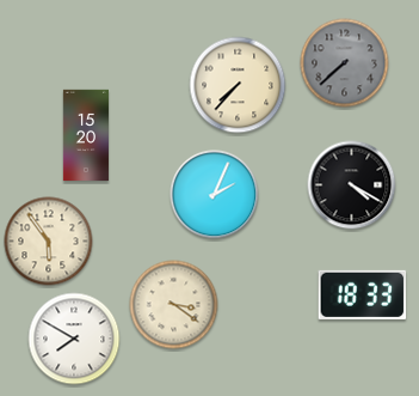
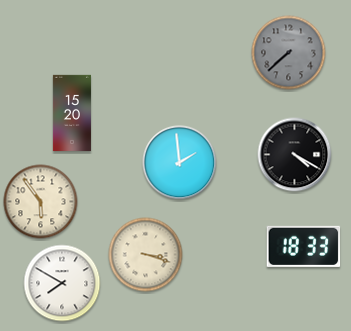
clock at (238, 85): 7:37 -> none
clock at (215, 195): 2:04 -> 1:59
clock at (174, 305): 3:21 -> 3:18
